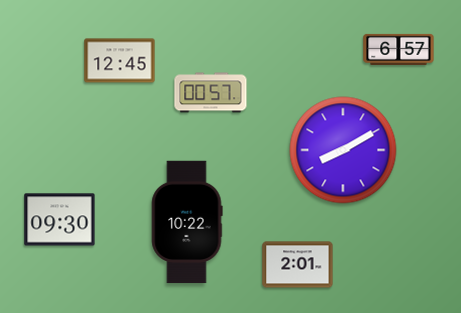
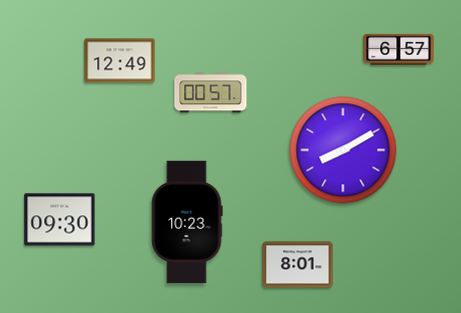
clock at (120, 61): 12:45 -> 12:49
clock at (187, 222): 10:22 -> 10:23
clock at (298, 265): 2:01 -> 8:01
